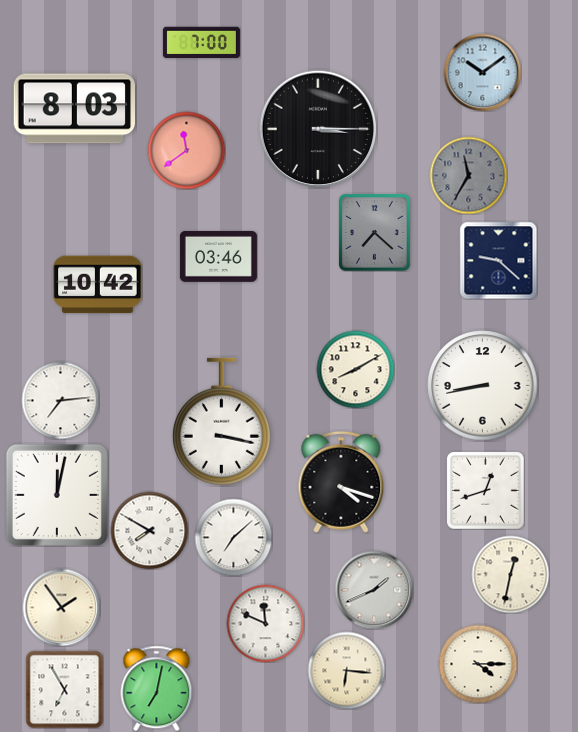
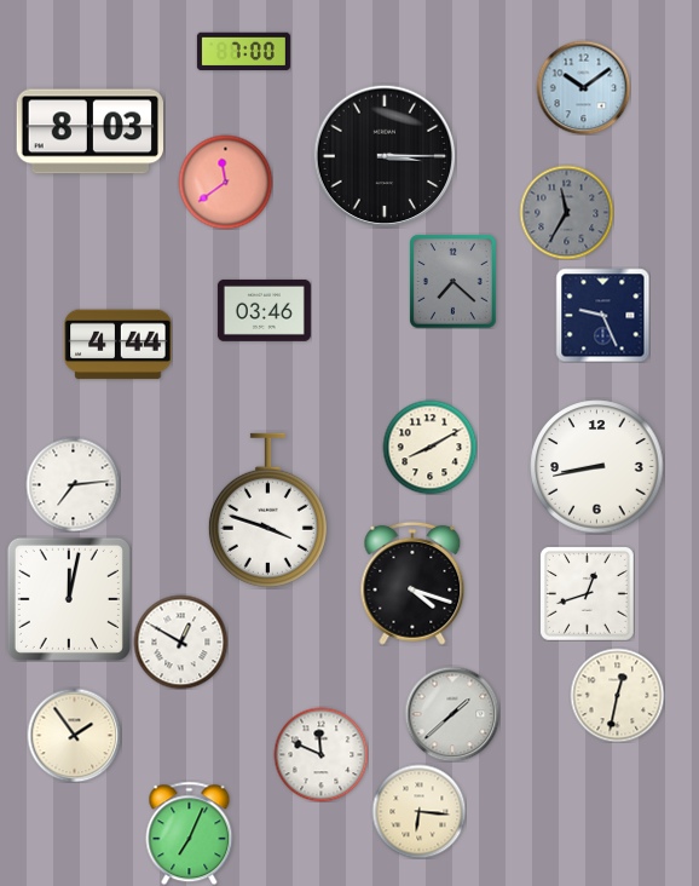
clock at (498, 260): 9:22 -> 9:26
clock at (98, 285): 10:42 -> 4:44
clock at (483, 386) position: (483, 386) -> (597, 467)
clock at (221, 422): 3:17 -> 3:48
clock at (149, 530): 7:50 -> 12:50
clock at (233, 537): 7:08 -> none
clock at (374, 590): 1:41 -> 1:38
clock at (478, 664): 4:15 -> none
clock at (157, 688): 7:02 -> 7:04
clock at (64, 689): 6:55 -> none
